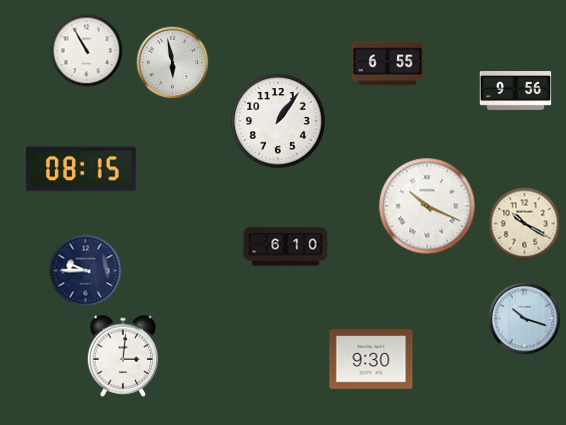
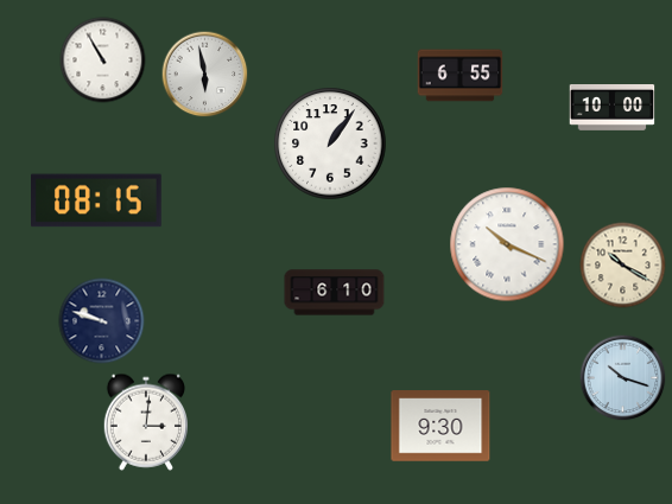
clock at (516, 91): 9:56 -> 10:00
clock at (286, 247) position: (286, 247) -> (335, 293)
clock at (86, 271): 9:45 -> 9:48
